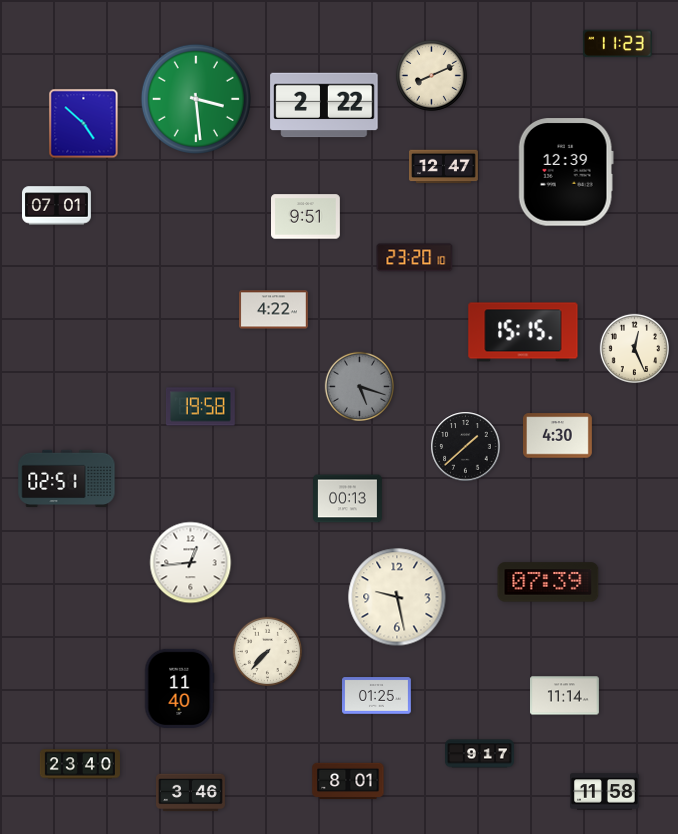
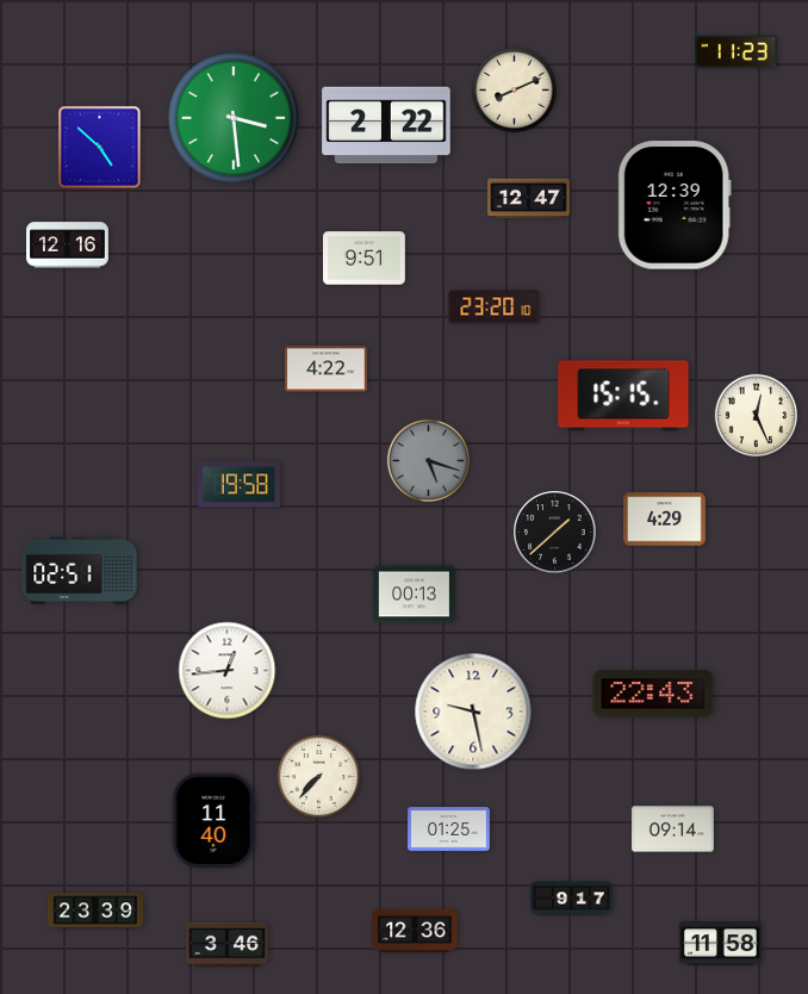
clock at (57, 206): 07:01 -> 12:16
clock at (558, 436): 4:30 -> 4:29
clock at (548, 582): 07:39 -> 22:43
clock at (565, 696): 11:14 -> 09:14
clock at (80, 764): 23:40 -> 23:39
clock at (348, 781): 8:01 -> 12:36
